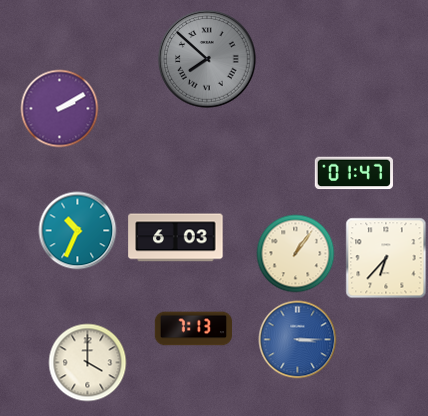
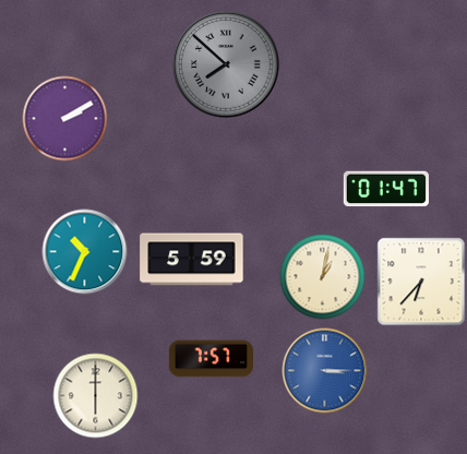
clock at (176, 238): 6:03 -> 5:59
clock at (295, 253): 1:06 -> 1:02
clock at (193, 329): 7:13 -> 7:57
clock at (87, 362): 4:00 -> 6:00
